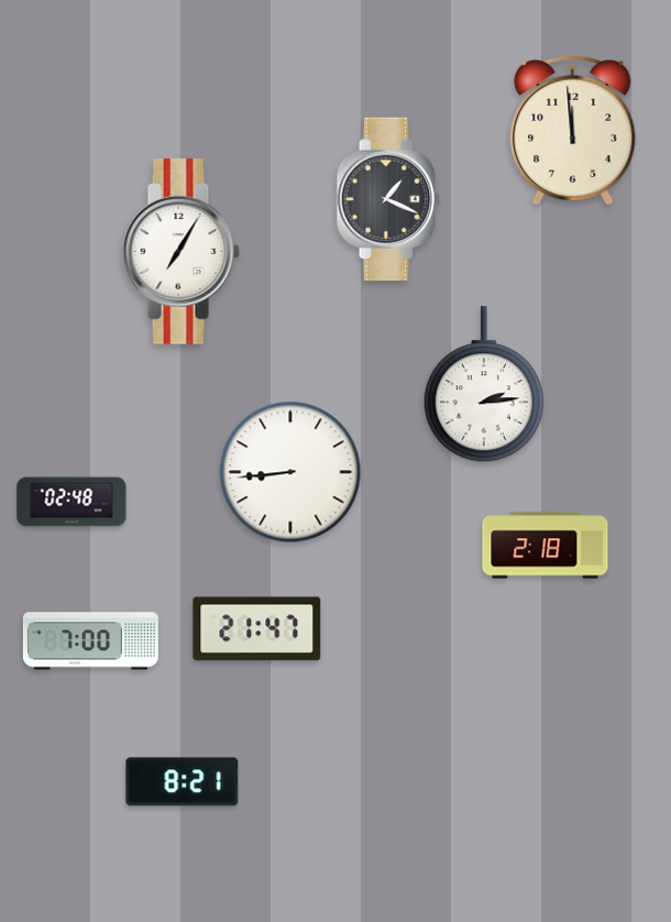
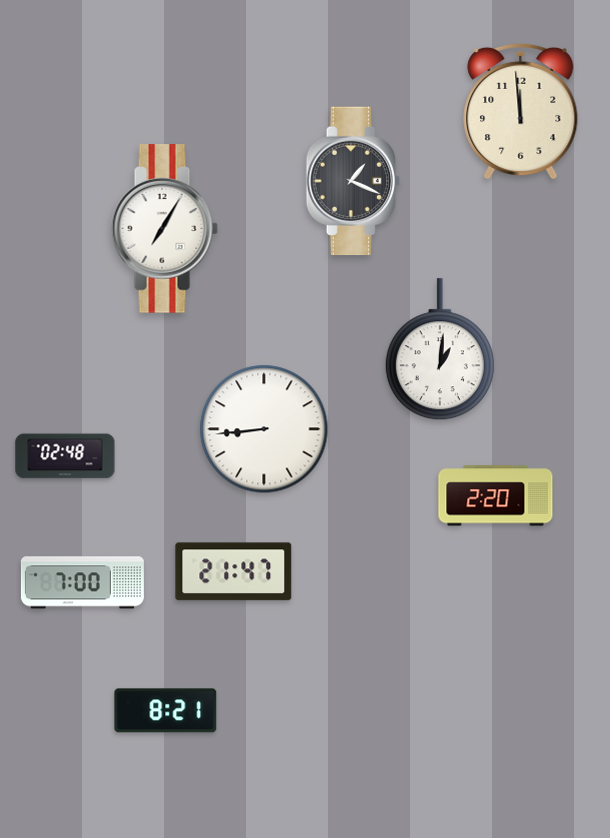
clock at (573, 130) position: (573, 130) -> (521, 111)
clock at (484, 385): 2:14 -> 1:01
clock at (546, 546): 2:18 -> 2:20
